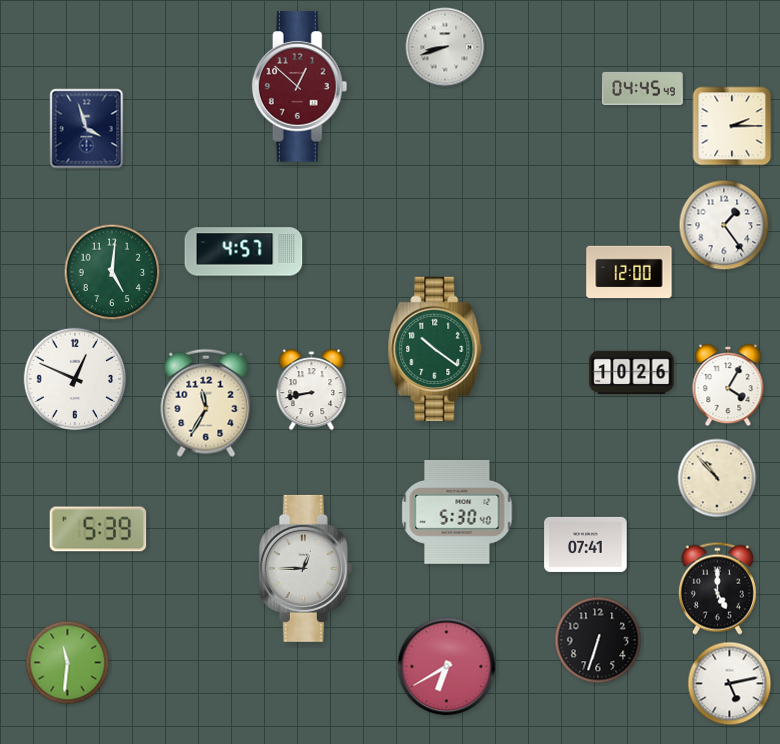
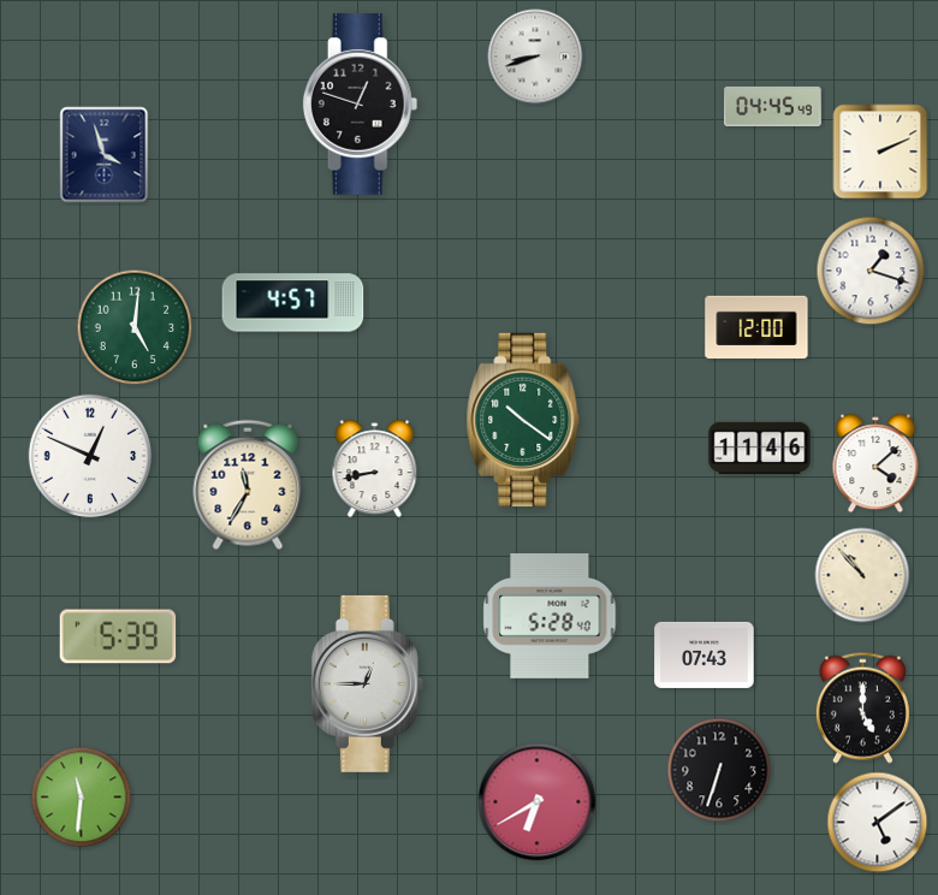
clock at (300, 87): 12:52 -> 12:48
clock at (300, 87) dial: burgundy -> black
clock at (732, 126): 2:15 -> 2:11
clock at (724, 225): 1:24 -> 1:18
clock at (632, 373): 10:26 -> 11:46
clock at (728, 385): 4:05 -> 4:08
clock at (457, 512): 5:30 -> 5:28
clock at (586, 544): 07:41 -> 07:43
clock at (730, 684): 5:13 -> 5:09
